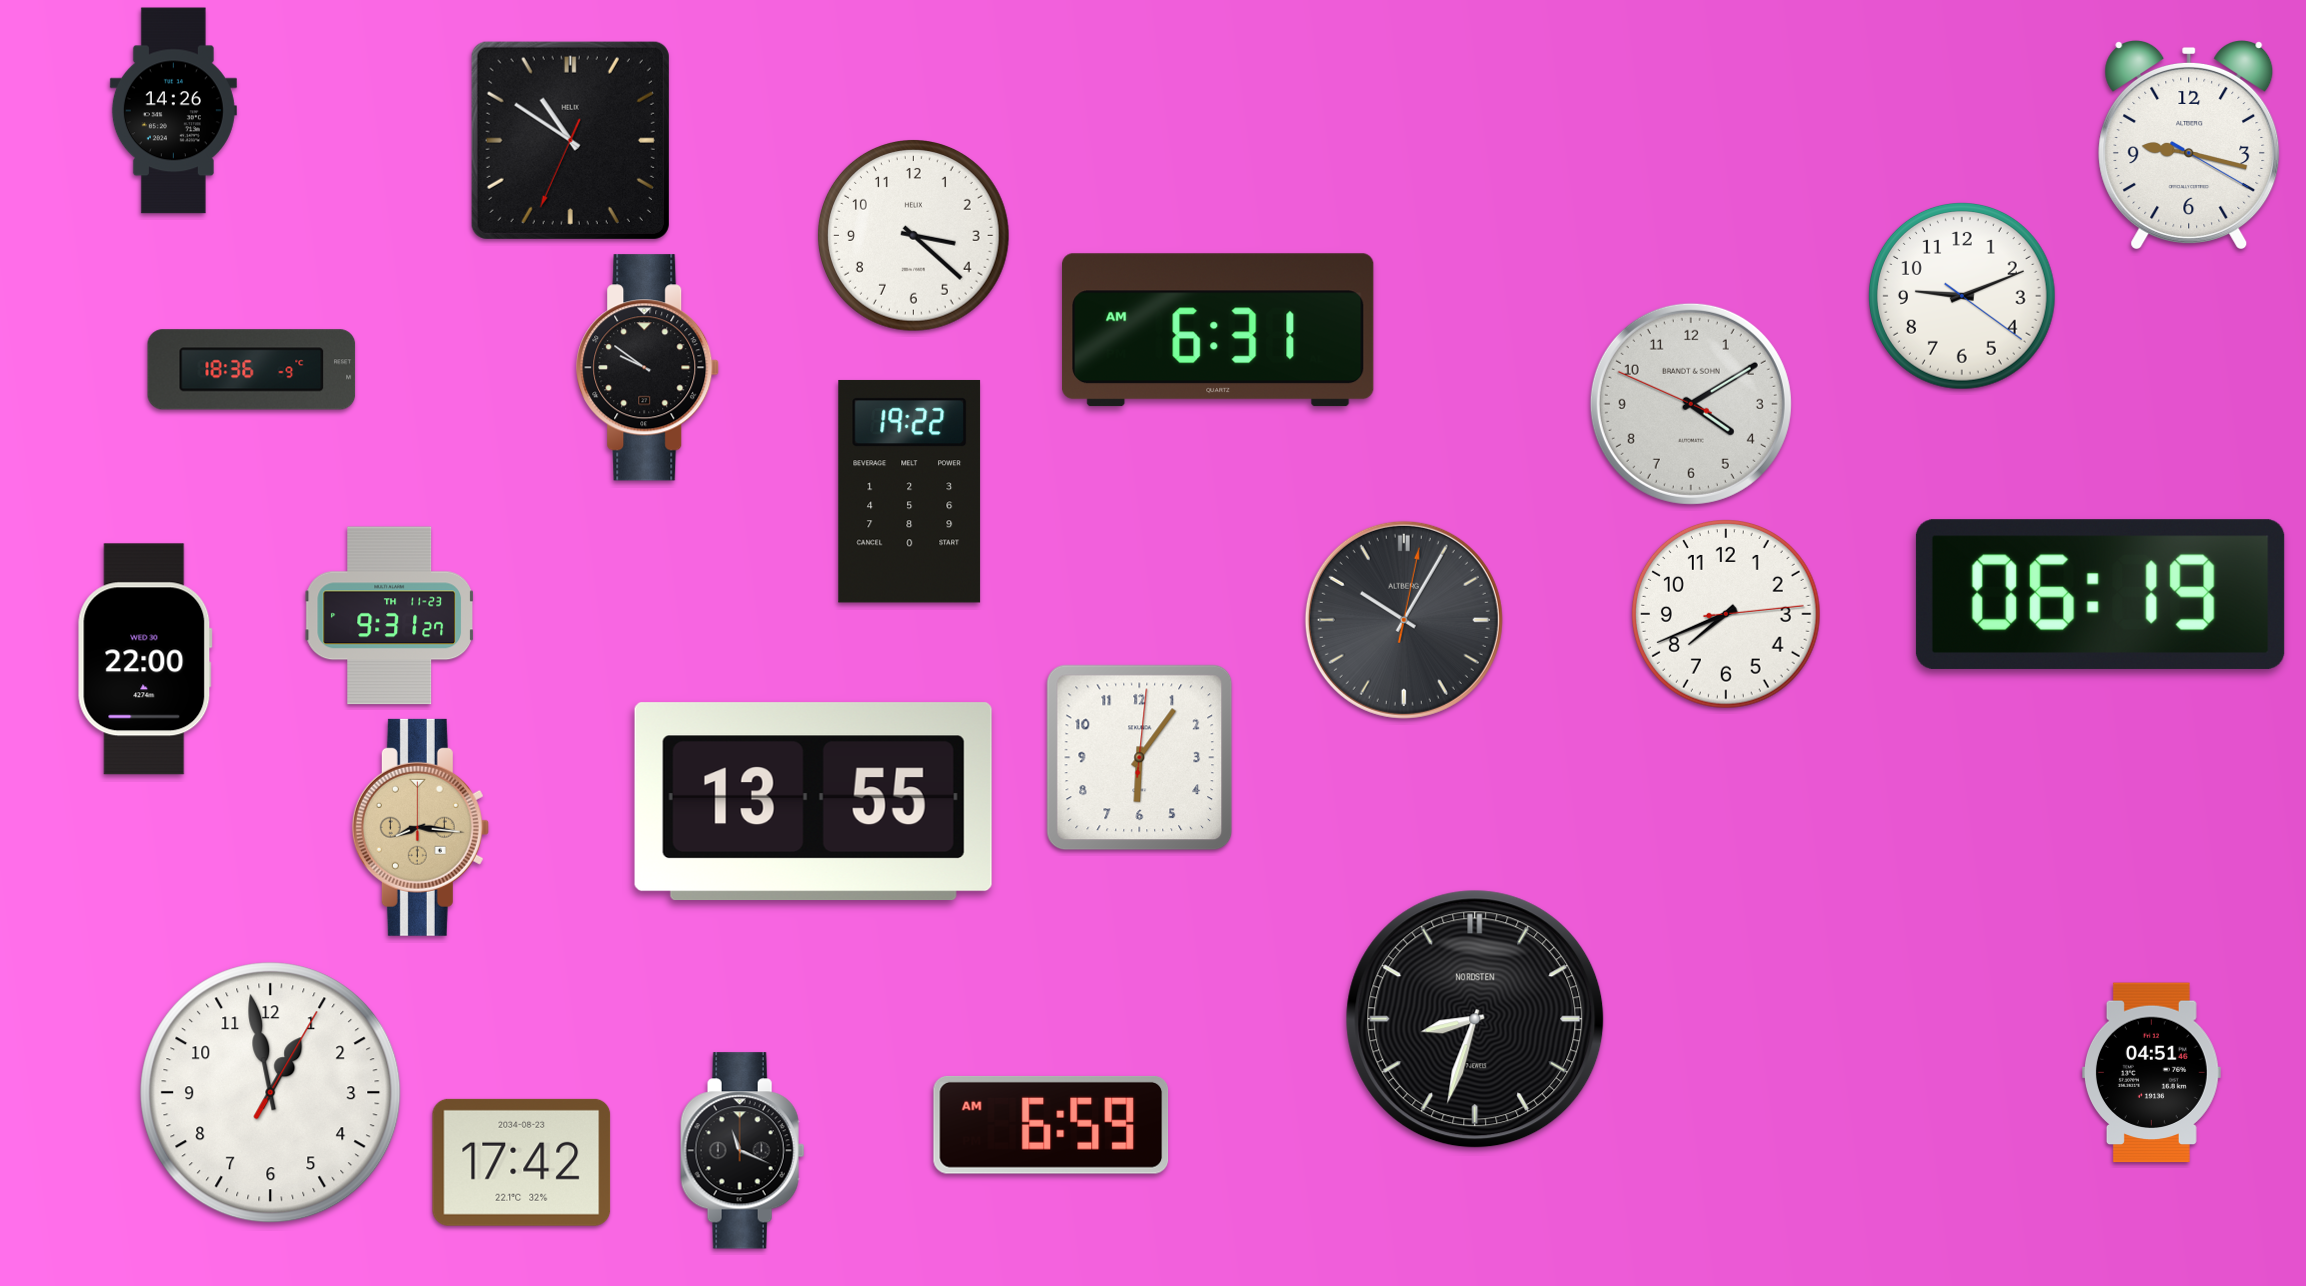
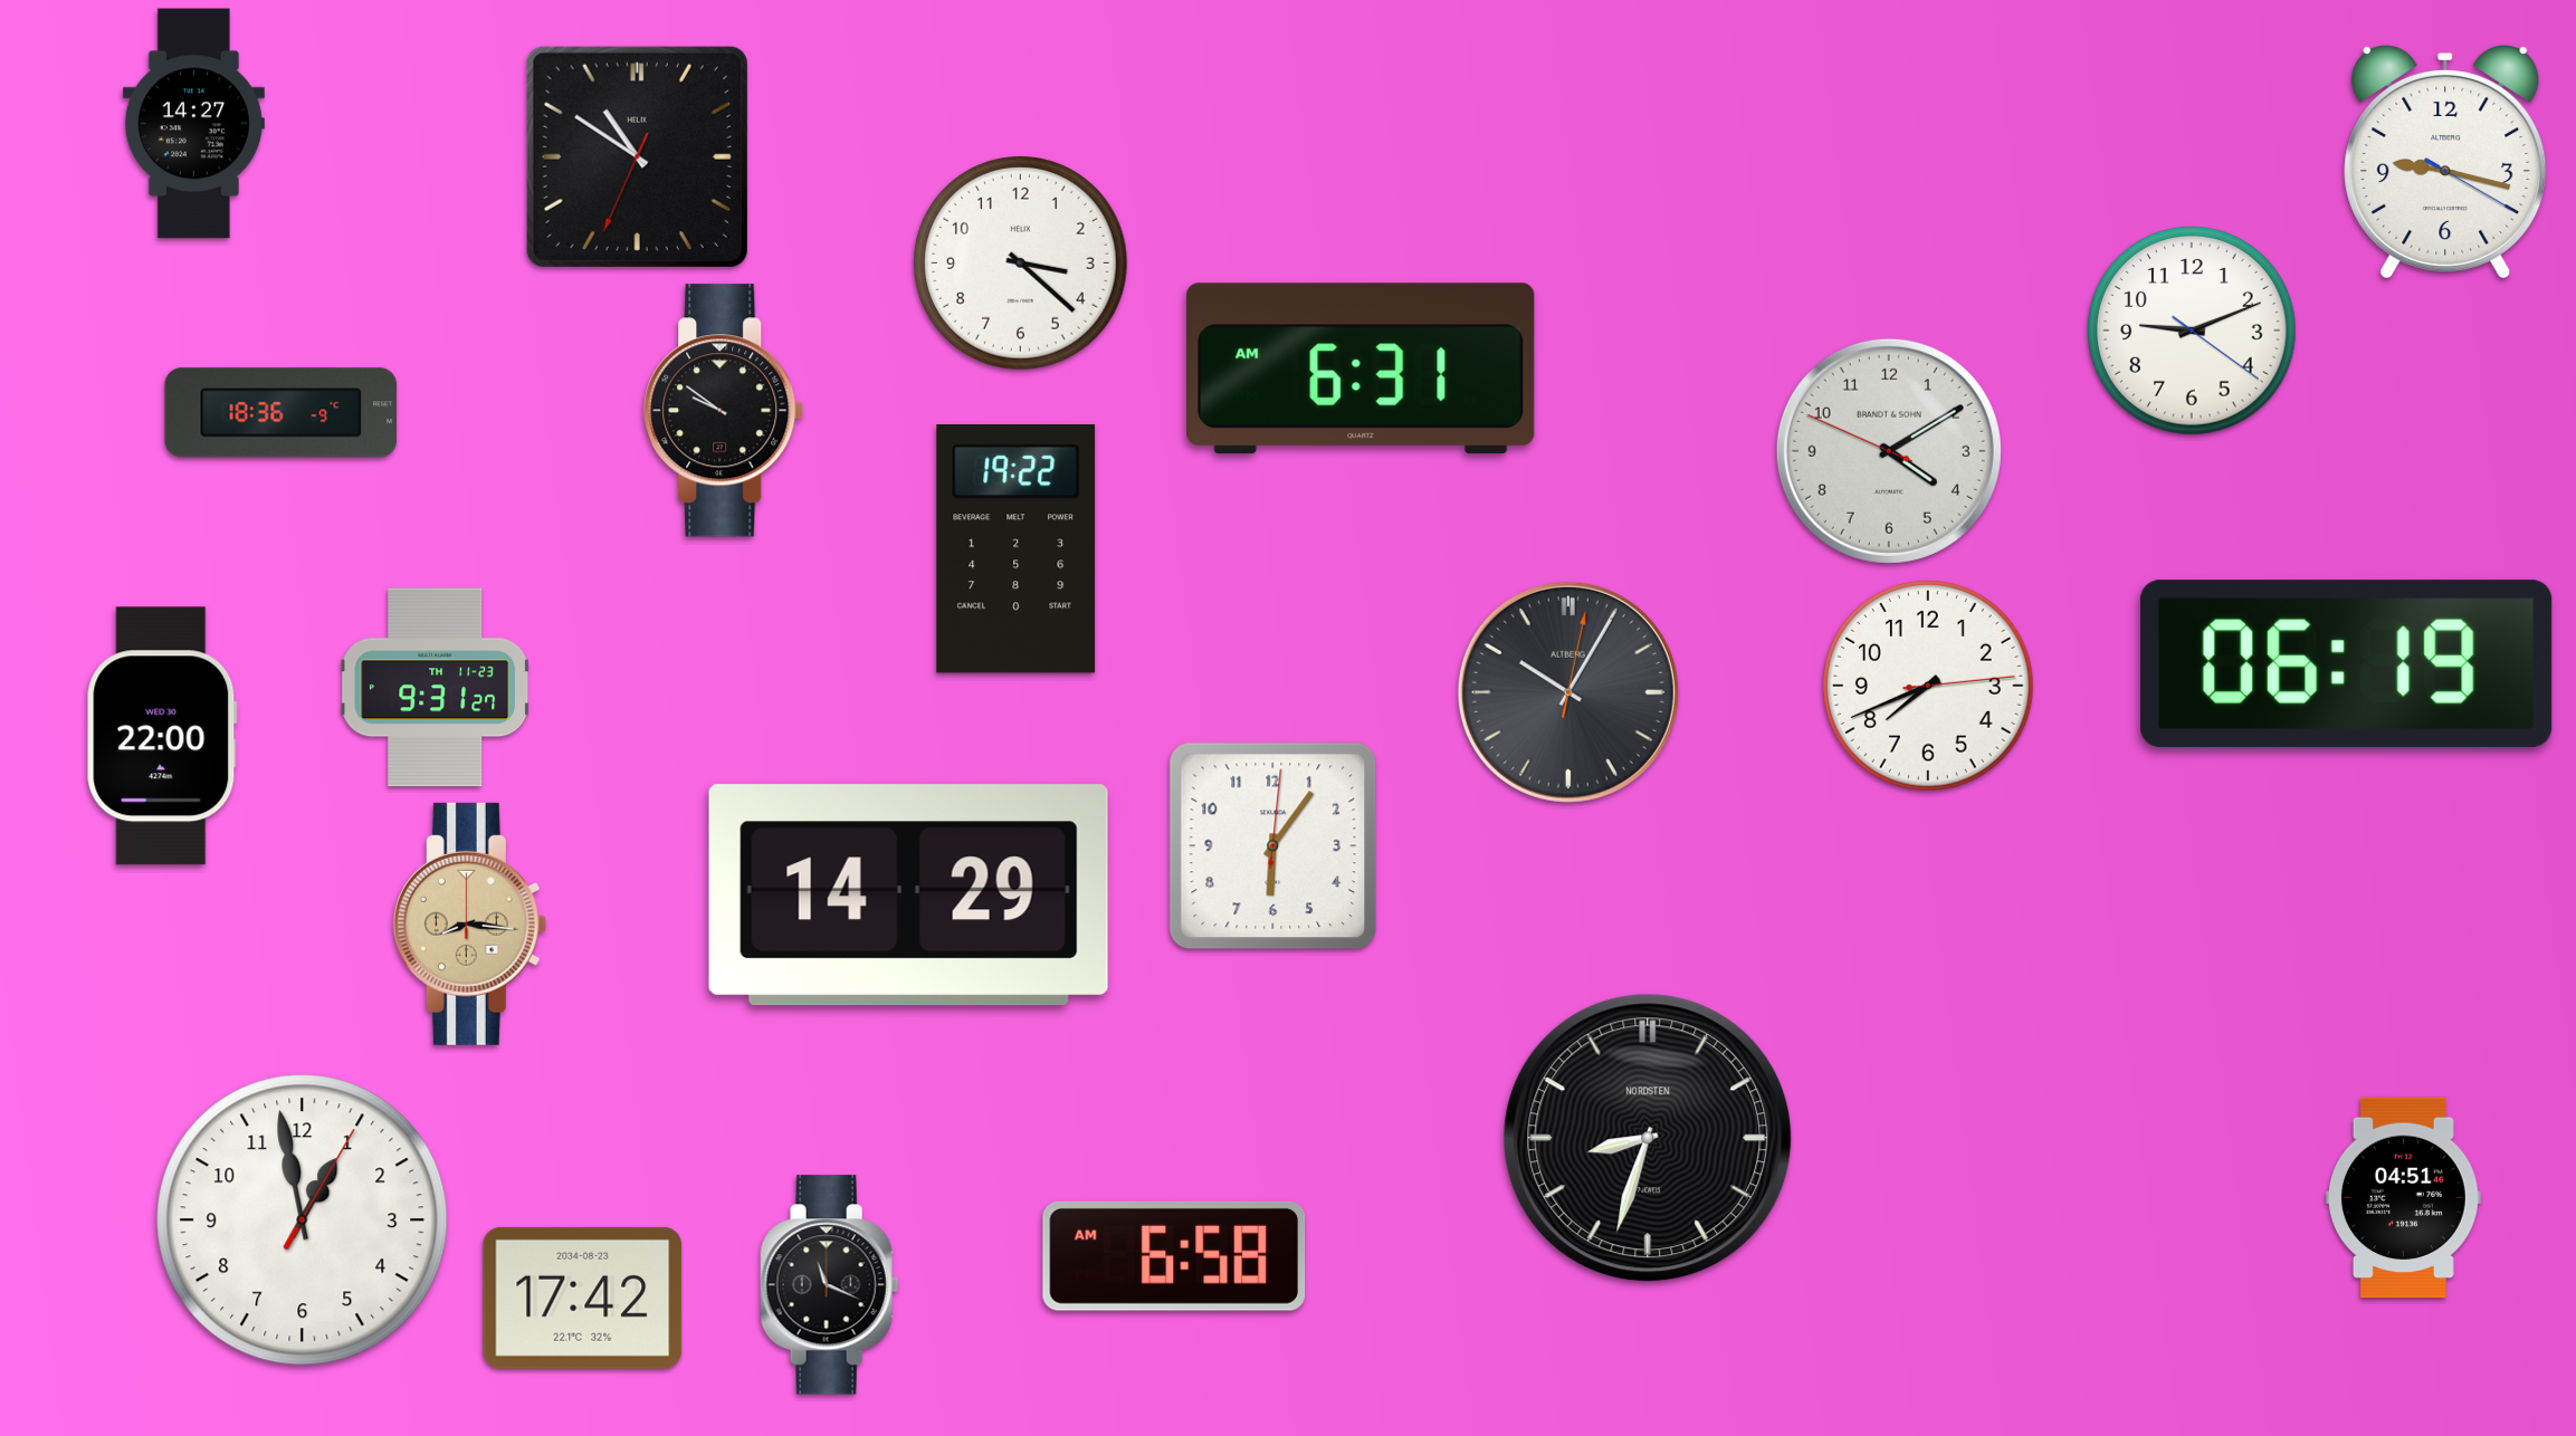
clock at (173, 111): 14:26 -> 14:27
clock at (813, 802): 13:55 -> 14:29
clock at (1051, 1125): 6:59 -> 6:58
